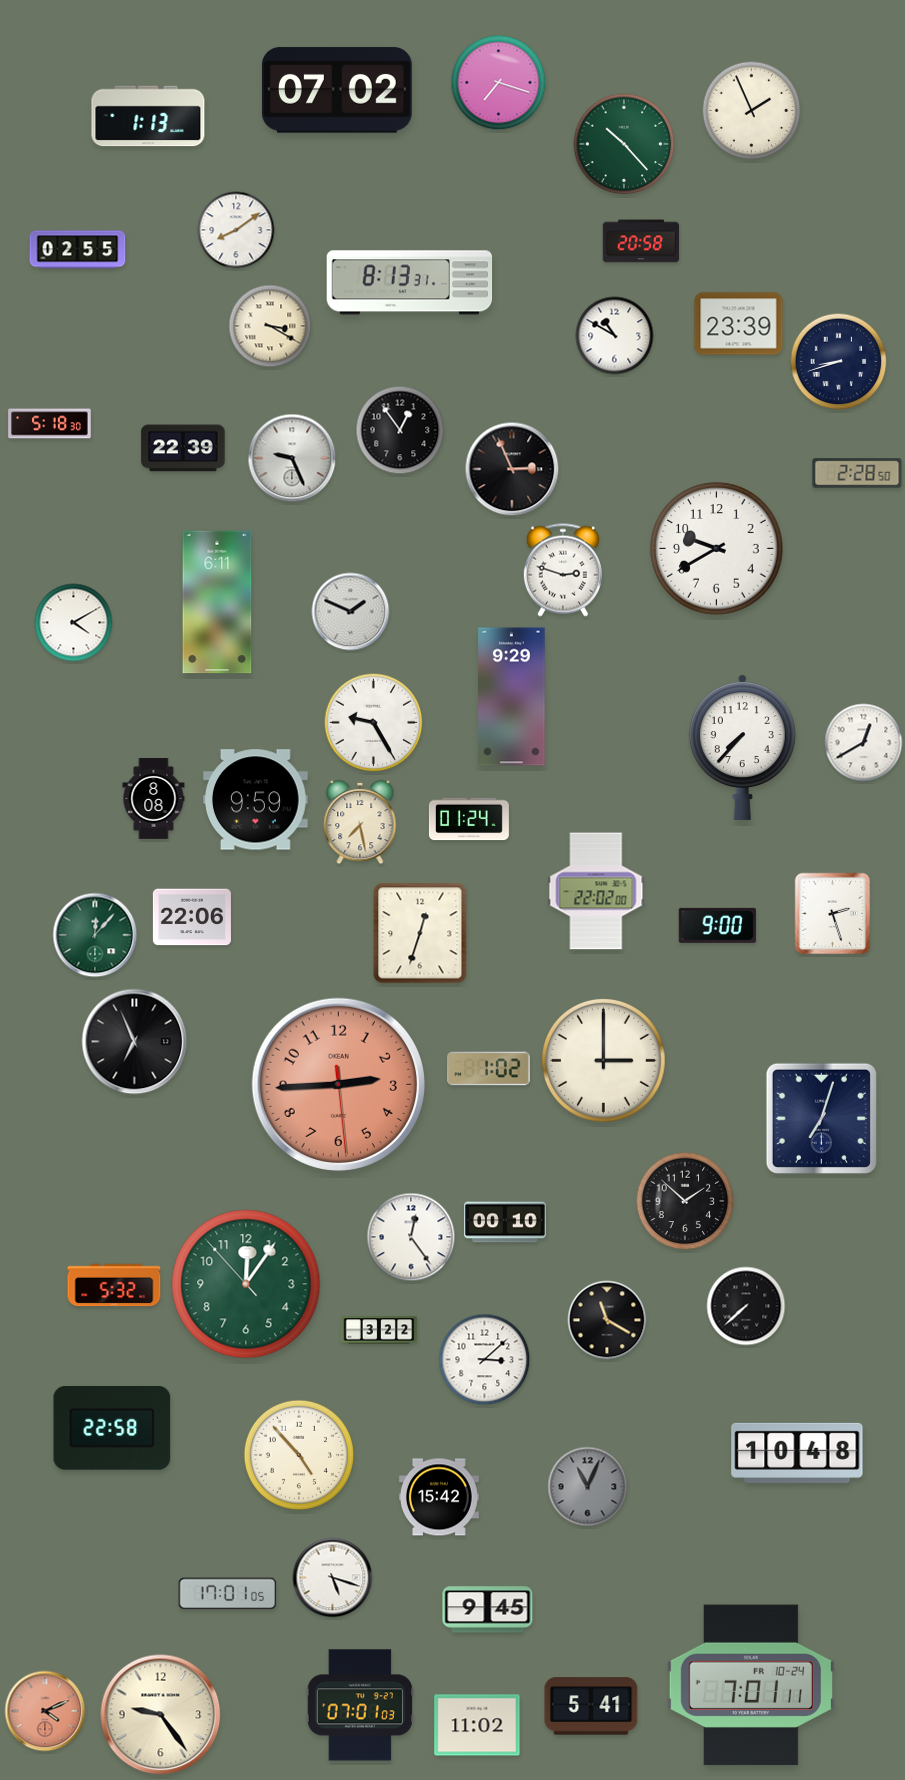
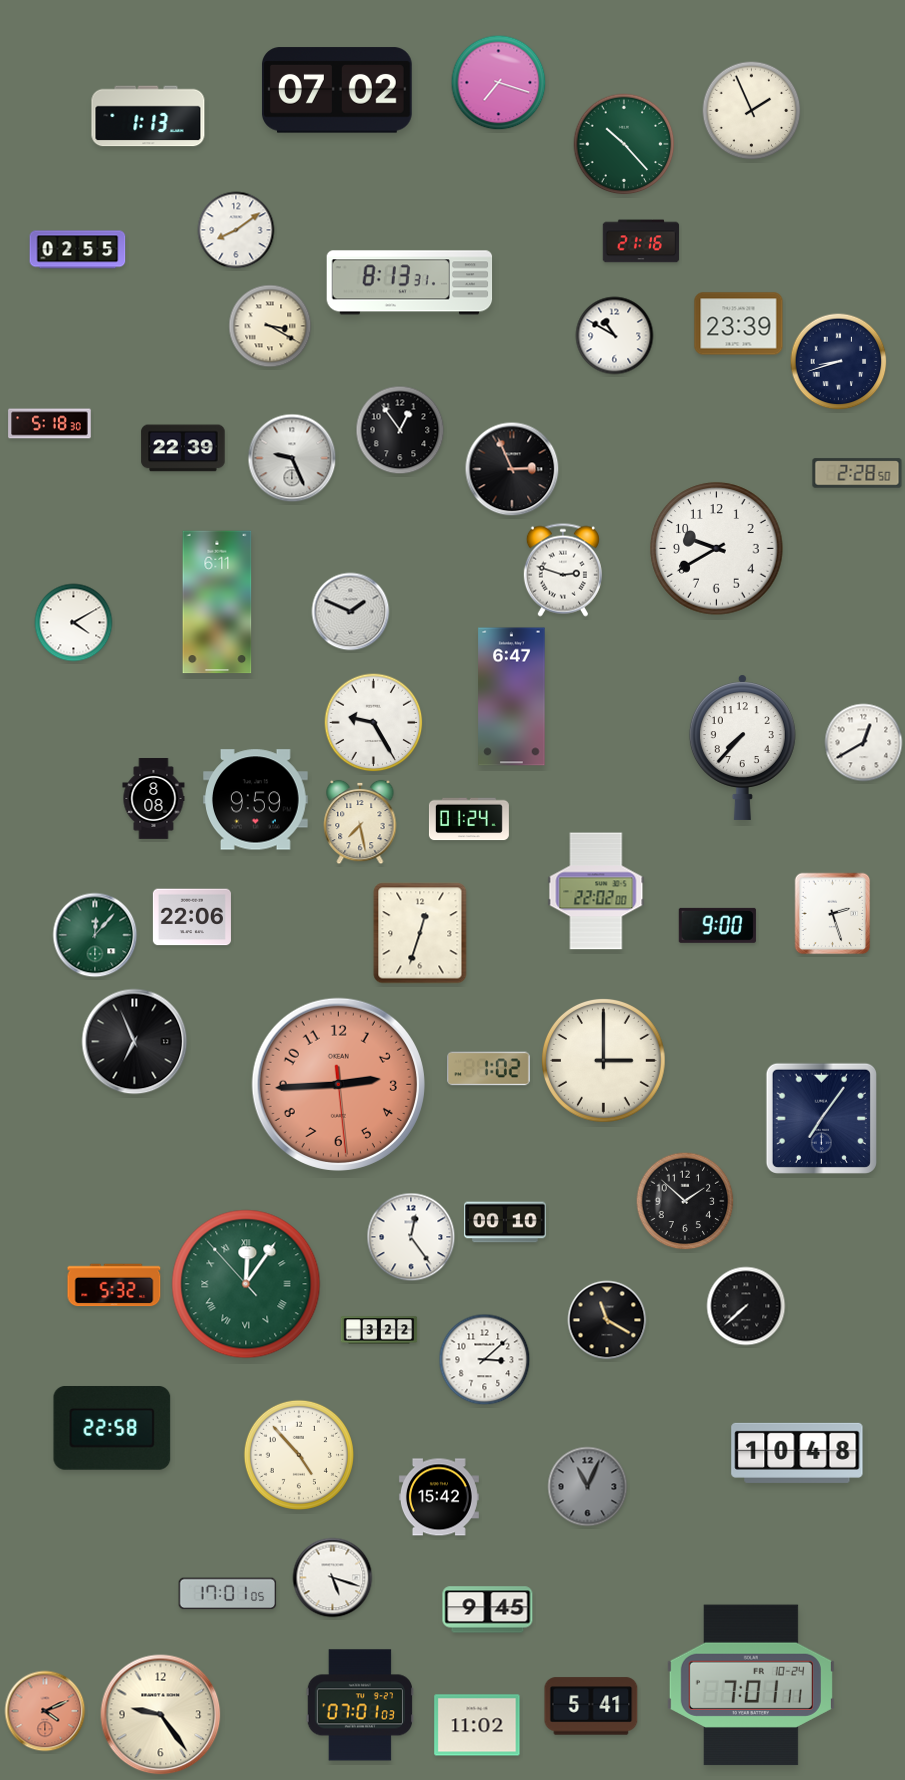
clock at (641, 241): 20:58 -> 21:16
clock at (512, 697): 9:29 -> 6:47
clock at (821, 1118): 7:03 -> 7:06
clock at (246, 1284) numerals: Arabic -> Roman
